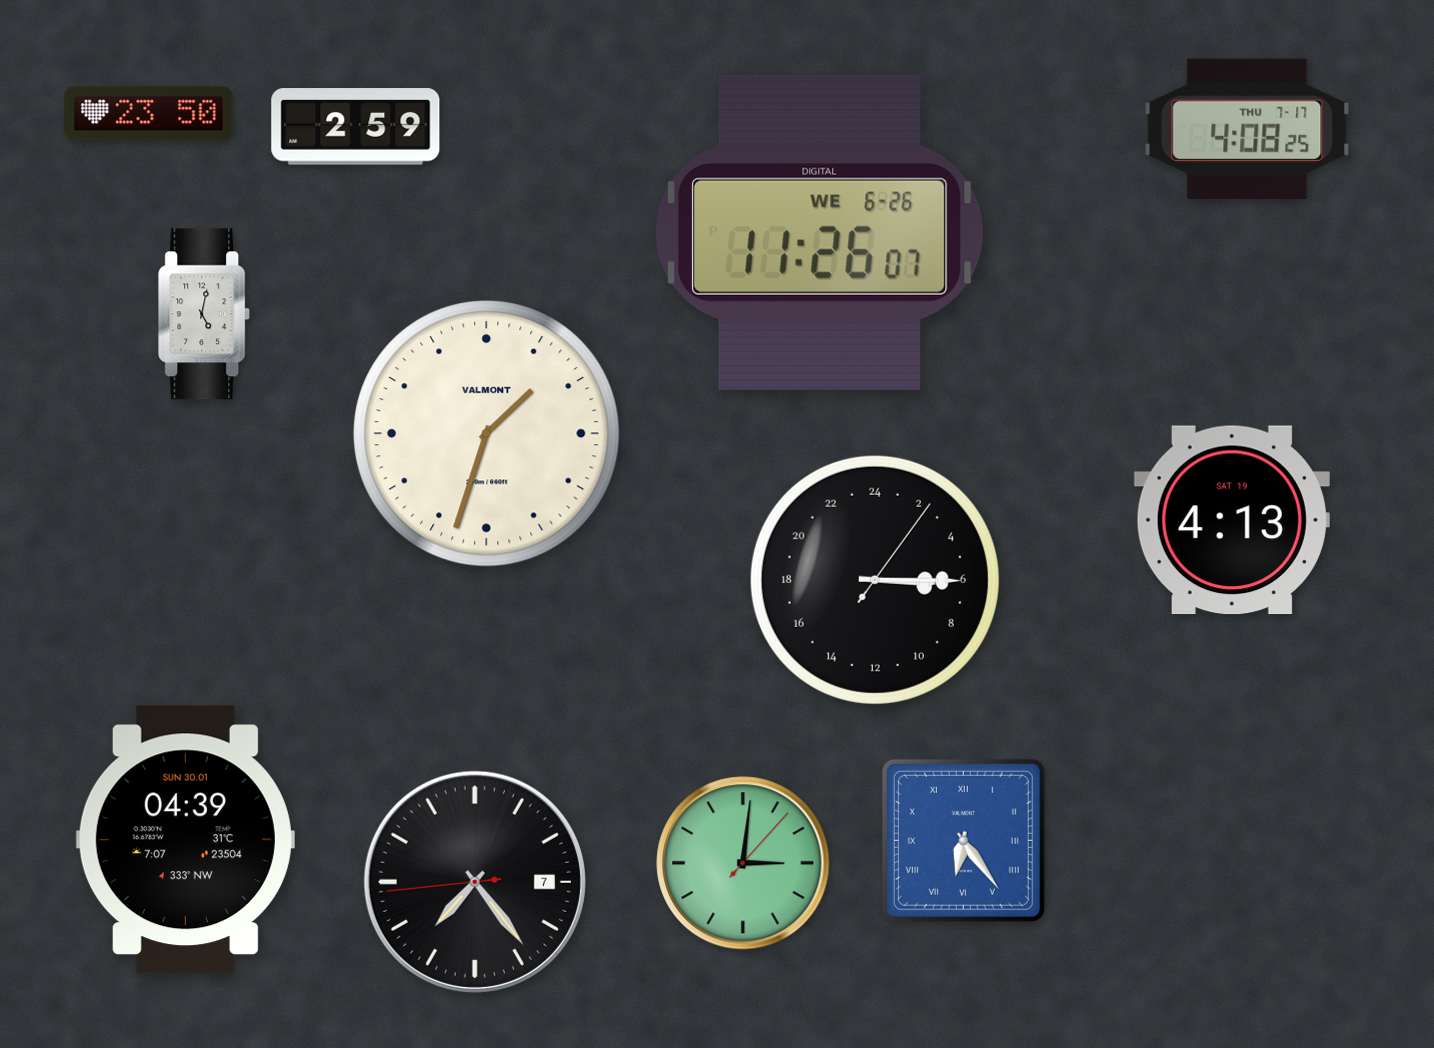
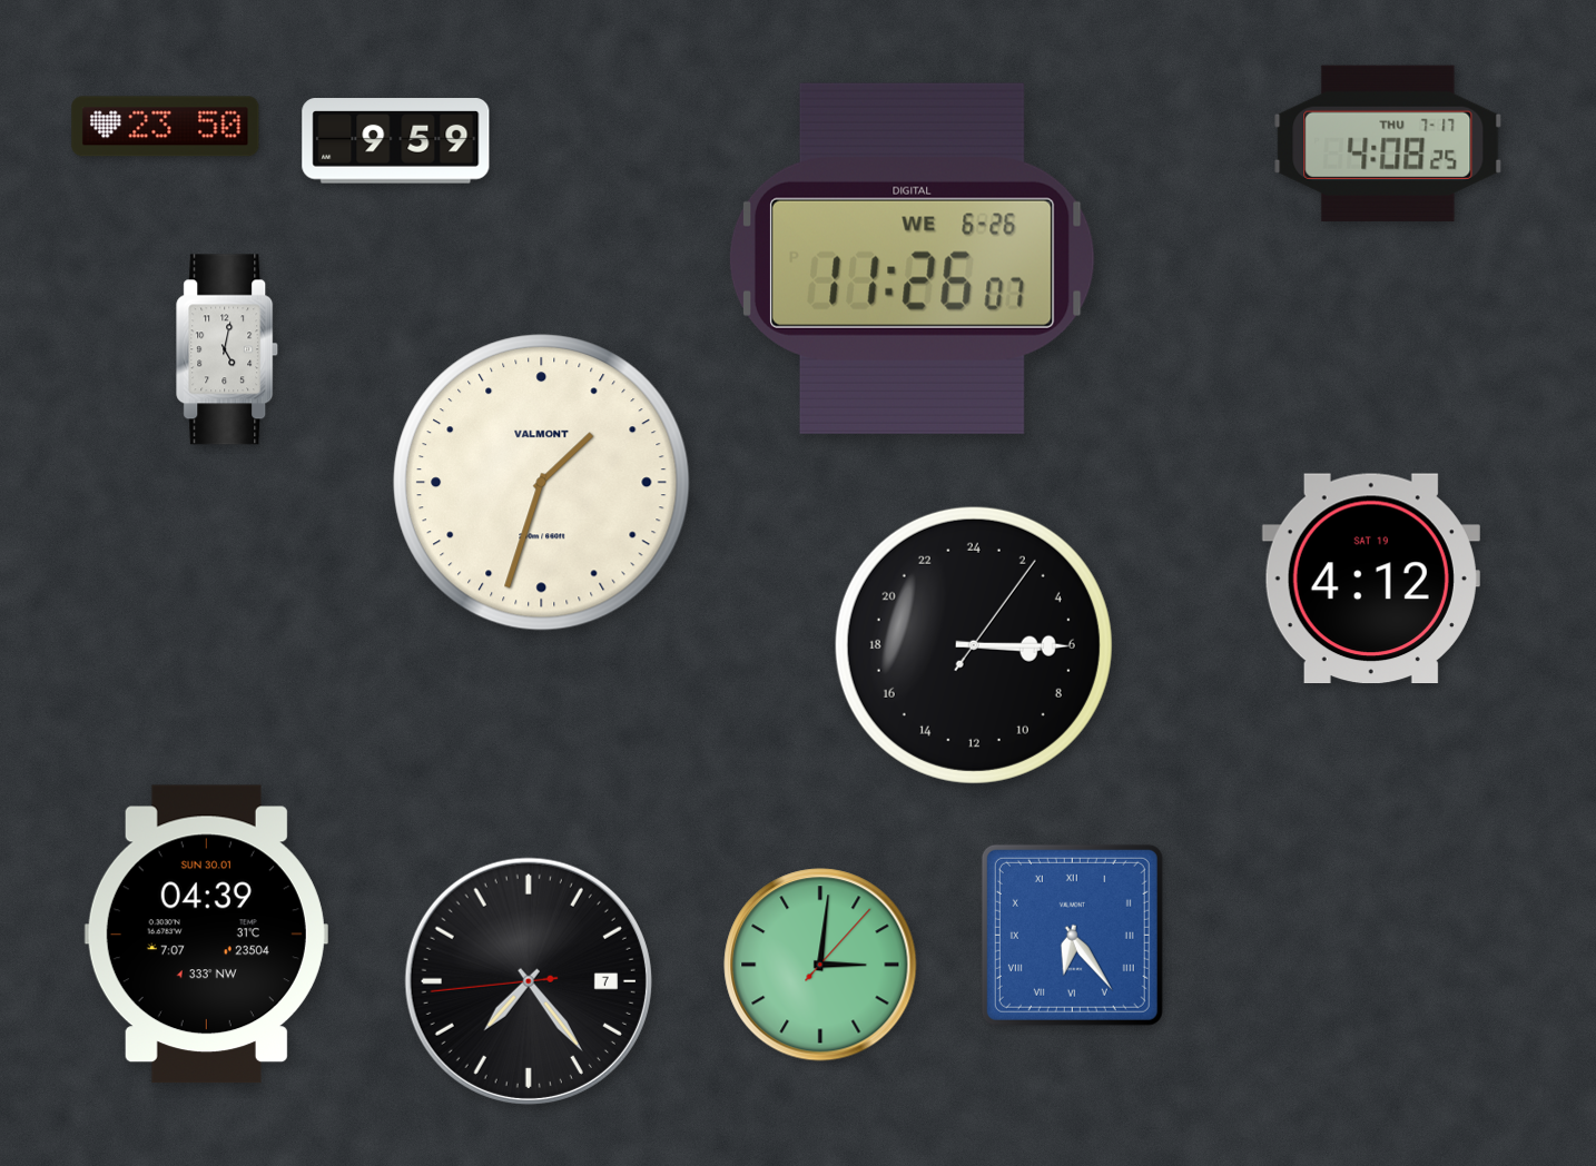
clock at (356, 127): 2:59 -> 9:59
clock at (1232, 520): 4:13 -> 4:12
clock at (743, 863) position: (743, 863) -> (820, 965)
